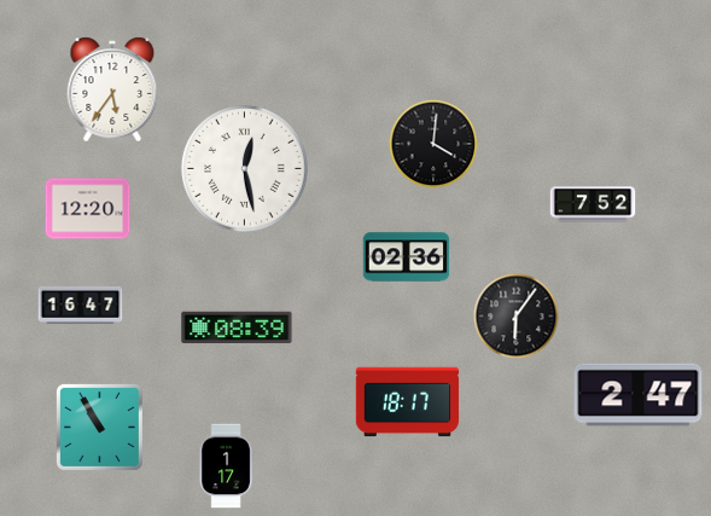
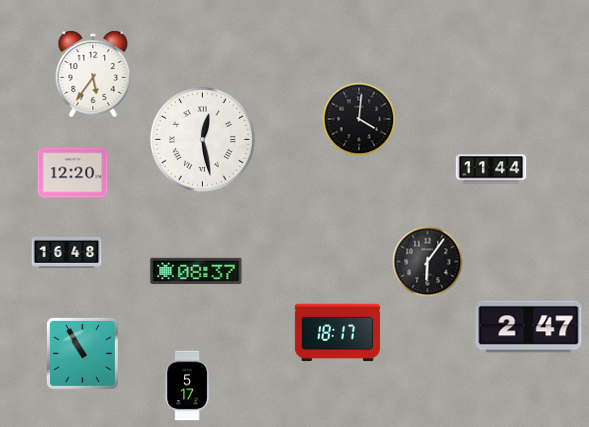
clock at (593, 204): 7:52 -> 11:44
clock at (407, 257): 02:36 -> none
clock at (81, 305): 16:47 -> 16:48
clock at (237, 327): 08:39 -> 08:37
clock at (226, 466): 1:17 -> 5:17
